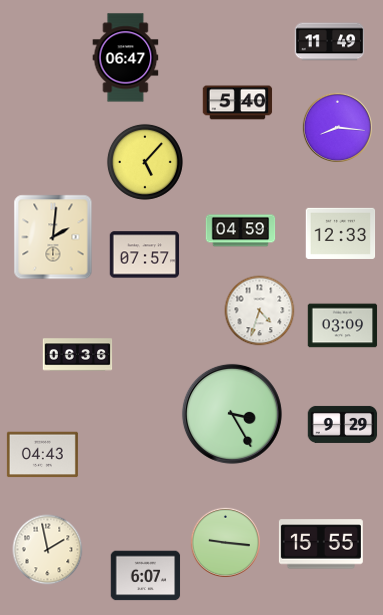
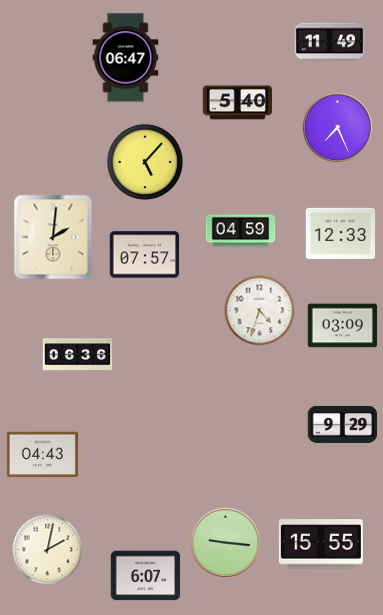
clock at (337, 127): 8:16 -> 7:26
clock at (232, 414): 3:25 -> none
clock at (48, 550): 1:58 -> 2:02
